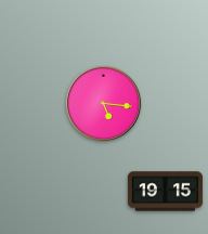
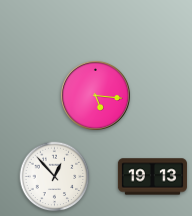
clock at (55, 177): none -> 12:53
clock at (165, 192): 19:15 -> 19:13
